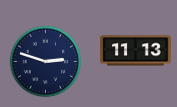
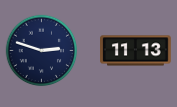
clock at (46, 62) position: (46, 62) -> (42, 51)
